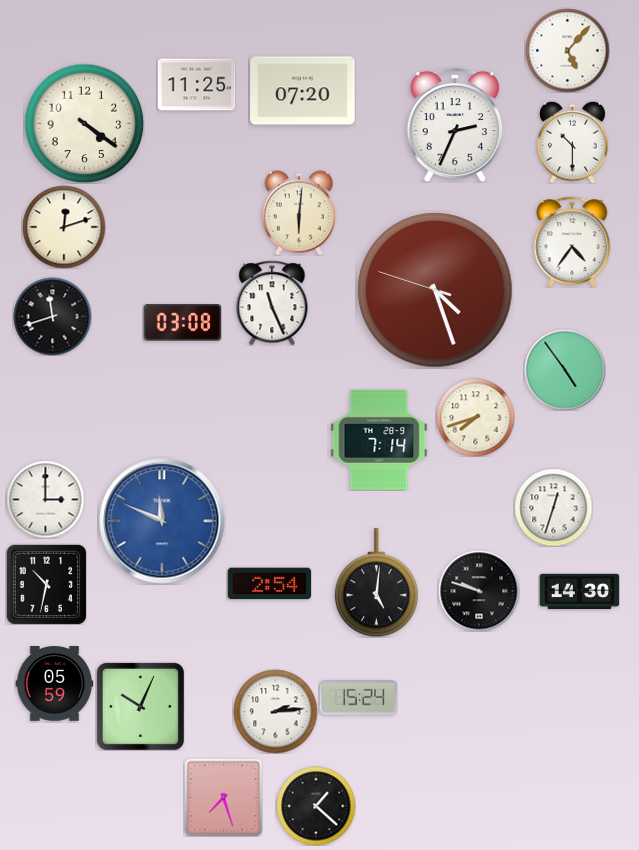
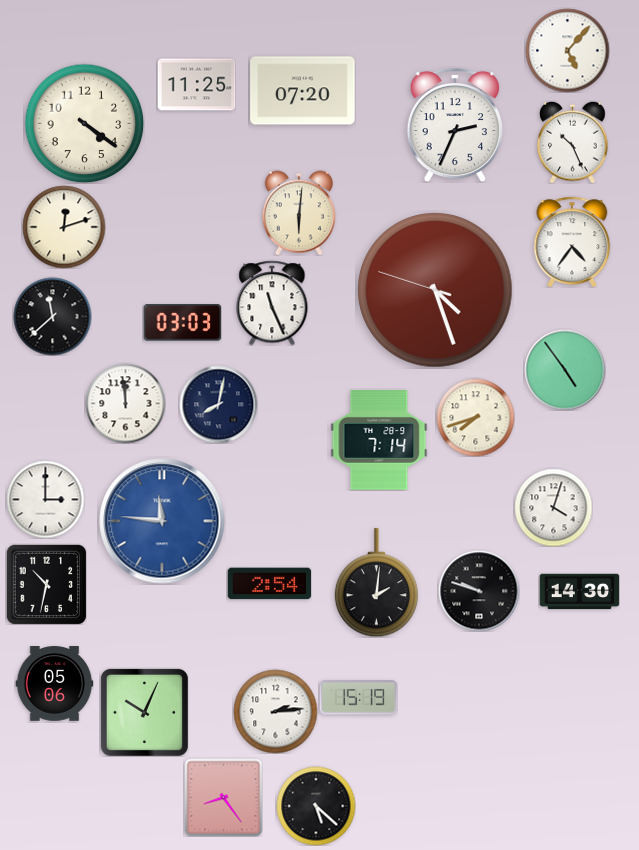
clock at (573, 142): 10:30 -> 10:26
clock at (52, 316): 11:42 -> 11:38
clock at (182, 323): 03:08 -> 03:03
clock at (125, 403): none -> 11:59
clock at (218, 404): none -> 8:02
clock at (553, 507): 12:33 -> 4:03
clock at (162, 521): 11:49 -> 11:46
clock at (376, 583): 5:01 -> 2:01
clock at (54, 684): 05:59 -> 05:06
clock at (358, 698): 15:24 -> 15:19
clock at (140, 706) position: (140, 706) -> (144, 712)
clock at (223, 797): 7:27 -> 8:24
clock at (316, 806): 1:22 -> 5:22
